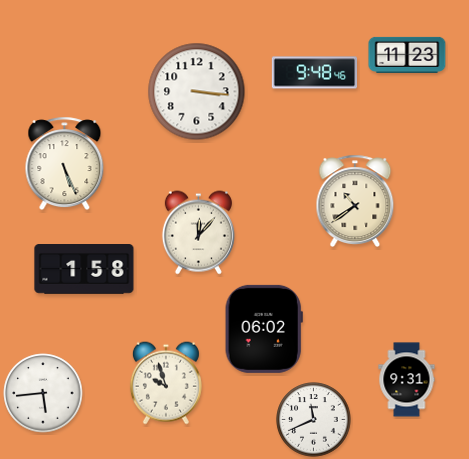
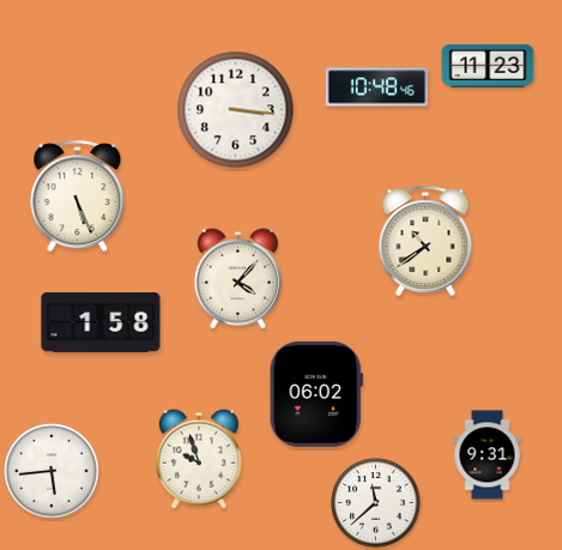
clock at (315, 73): 9:48 -> 10:48
clock at (198, 233): 12:07 -> 4:07
clock at (314, 420): 11:41 -> 11:38
